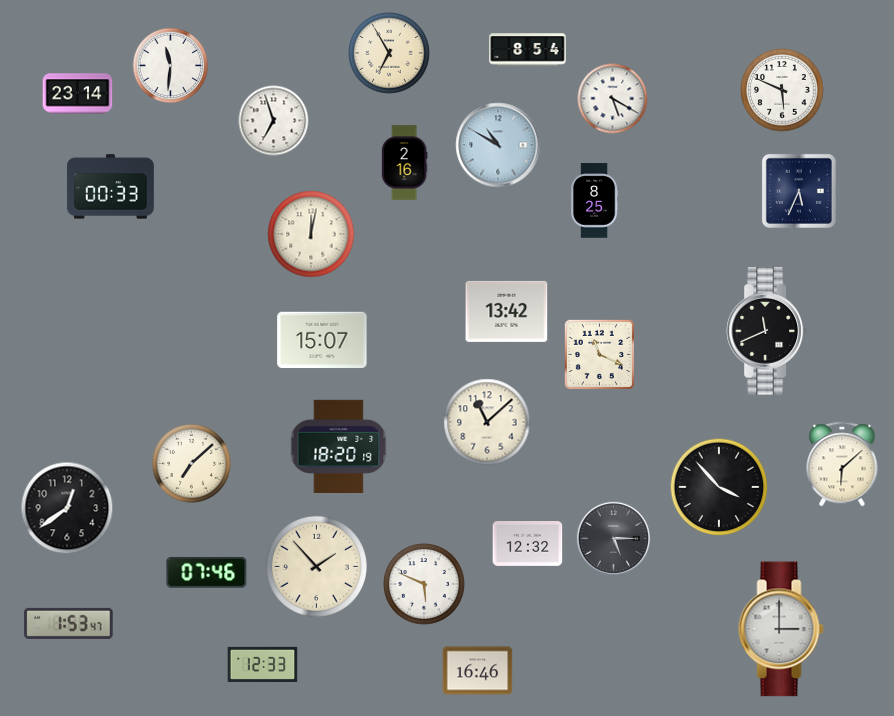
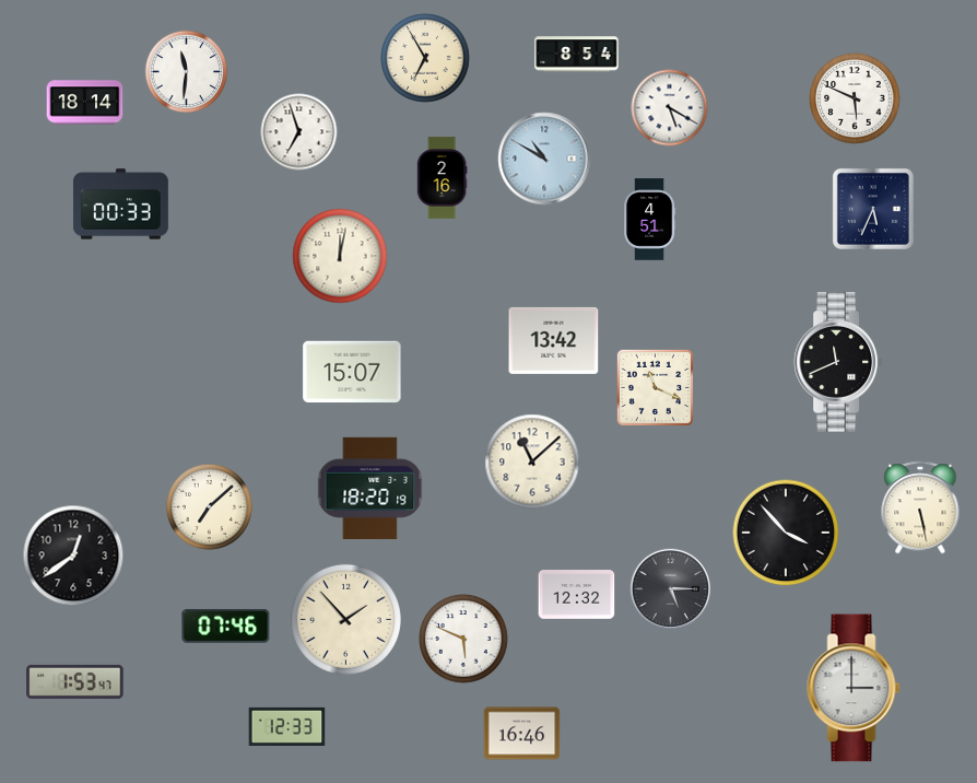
clock at (78, 94): 23:14 -> 18:14
clock at (595, 201): 8:25 -> 4:51
clock at (842, 464): 6:08 -> 5:28
